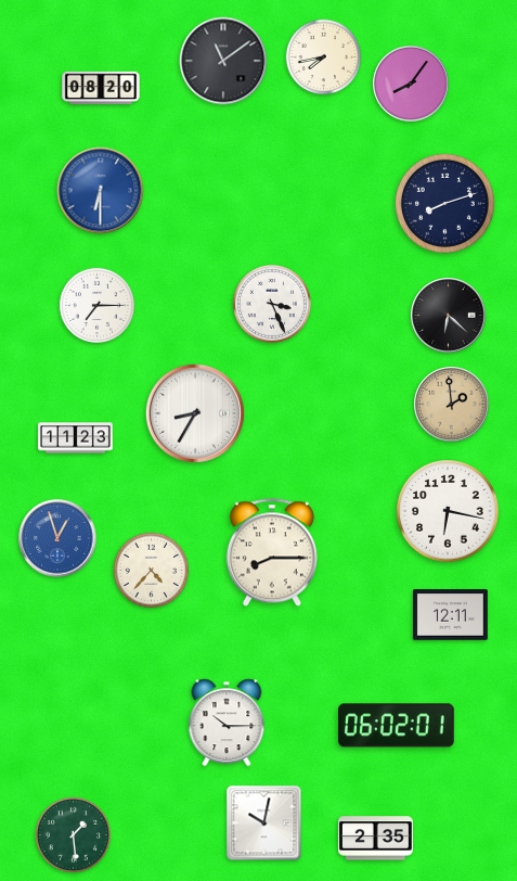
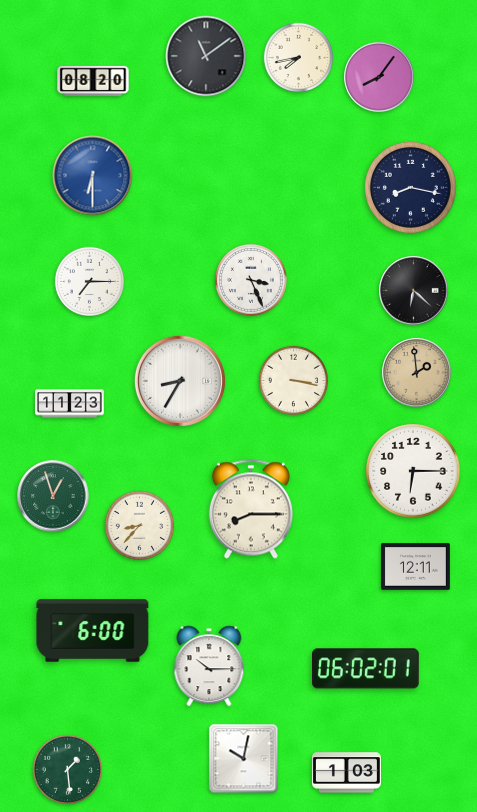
clock at (323, 56) position: (323, 56) -> (298, 57)
clock at (444, 203): 8:12 -> 8:17
clock at (293, 380): none -> 3:17
clock at (448, 511): 6:17 -> 6:15
clock at (57, 538) dial: blue -> green
clock at (151, 570): 4:37 -> 8:37
clock at (93, 631): none -> 6:00
clock at (375, 839): 2:35 -> 1:03
